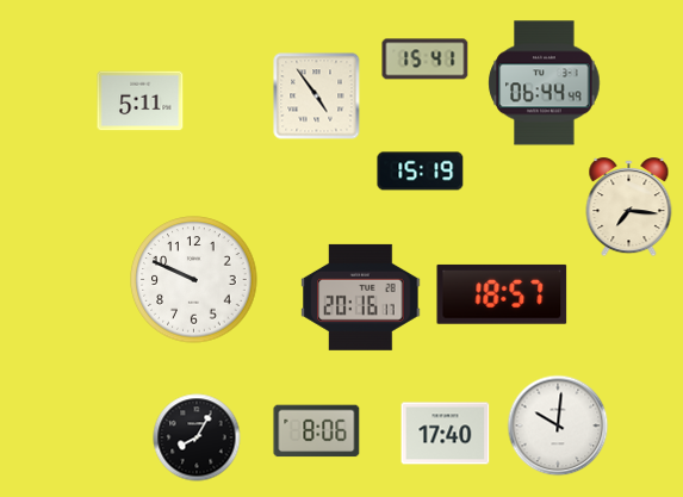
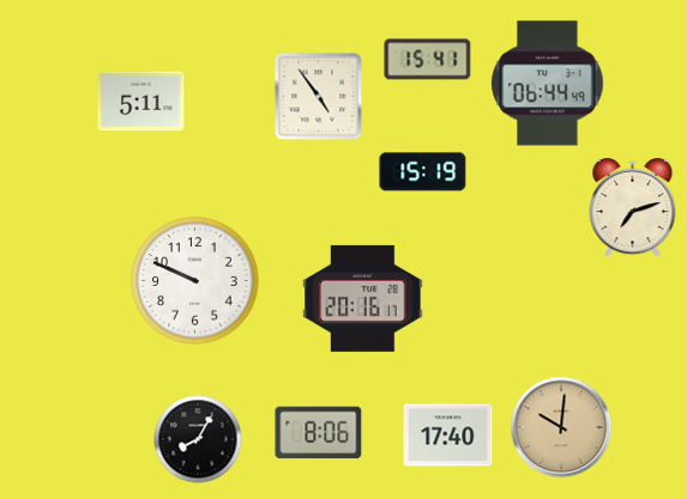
clock at (629, 207): 7:16 -> 7:12
clock at (502, 294): 18:57 -> none
clock at (558, 425) dial: white -> champagne
